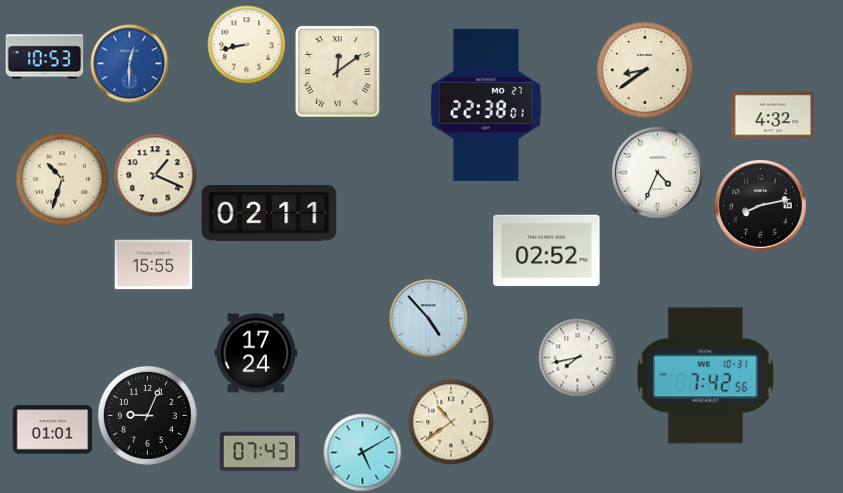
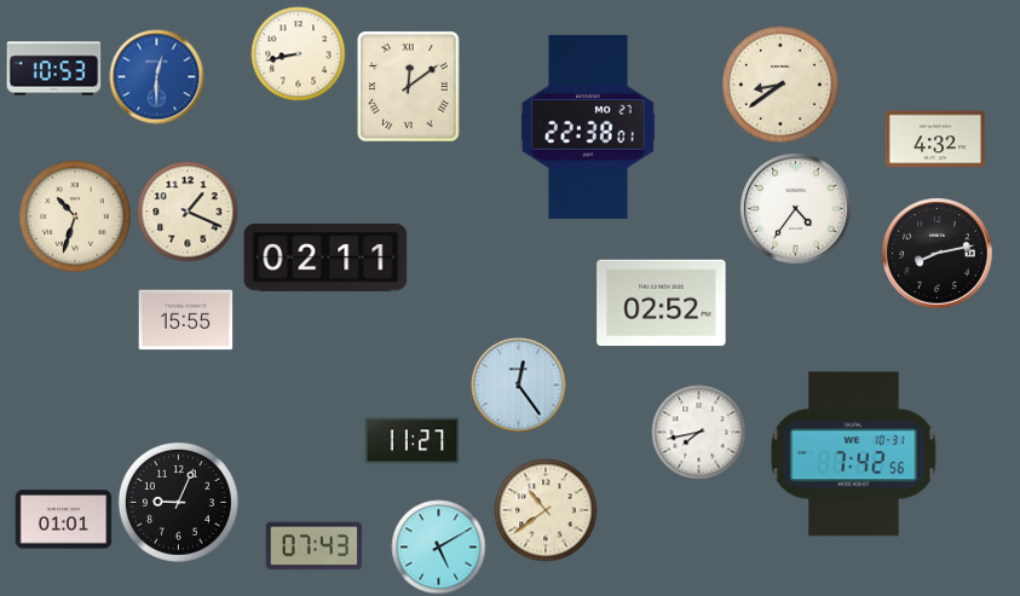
clock at (657, 172): 4:34 -> 4:36
clock at (760, 205) position: (760, 205) -> (937, 253)
clock at (428, 318): 4:53 -> 12:24
clock at (256, 353): 17:24 -> none
clock at (411, 441): none -> 11:27
